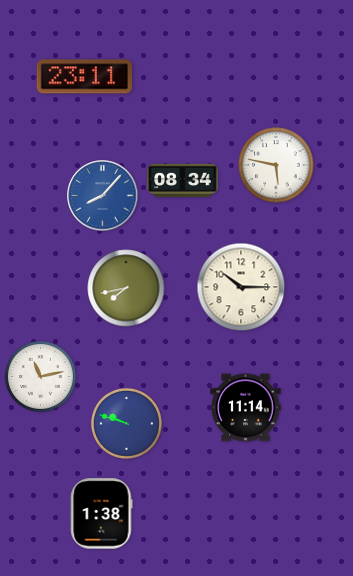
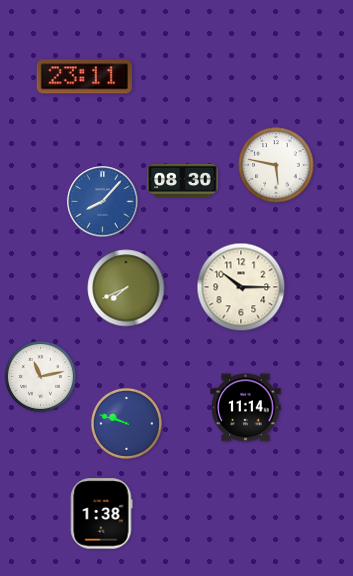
clock at (183, 180): 08:34 -> 08:30
clock at (103, 196) position: (103, 196) -> (103, 202)
clock at (126, 288): 7:43 -> 7:41
